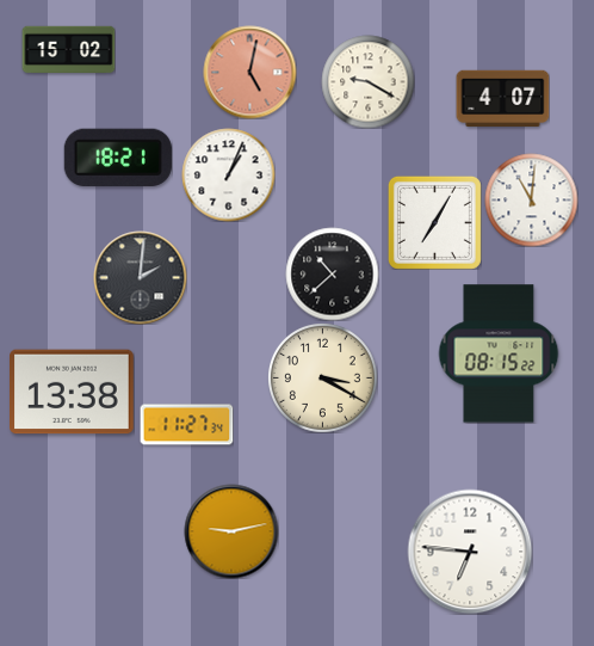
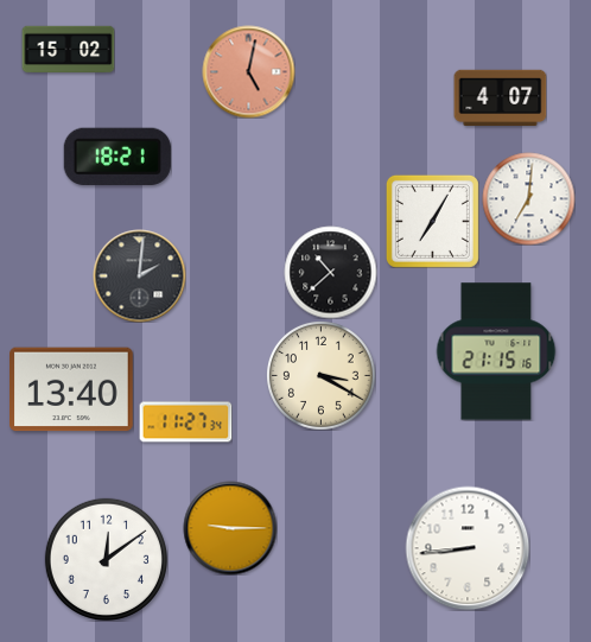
clock at (367, 81): 9:20 -> none
clock at (228, 174): 1:04 -> none
clock at (531, 199): 11:01 -> 7:01
clock at (499, 353): 08:15 -> 21:15
clock at (73, 392): 13:38 -> 13:40
clock at (231, 531): 9:13 -> 9:15
clock at (470, 552): 6:46 -> 8:44
clock at (106, 559): none -> 12:09
